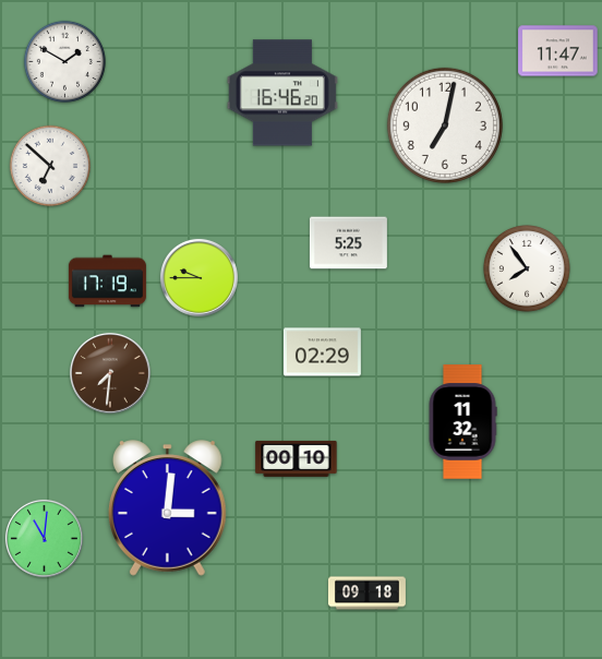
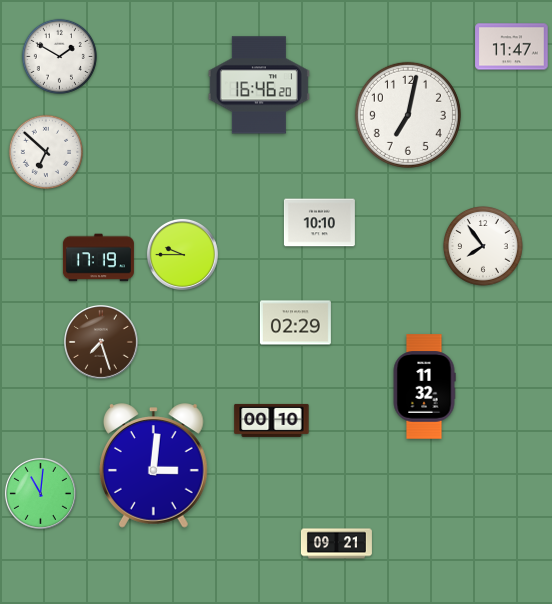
clock at (348, 243): 5:25 -> 10:10
clock at (111, 374): 7:31 -> 7:27
clock at (366, 594): 09:18 -> 09:21
